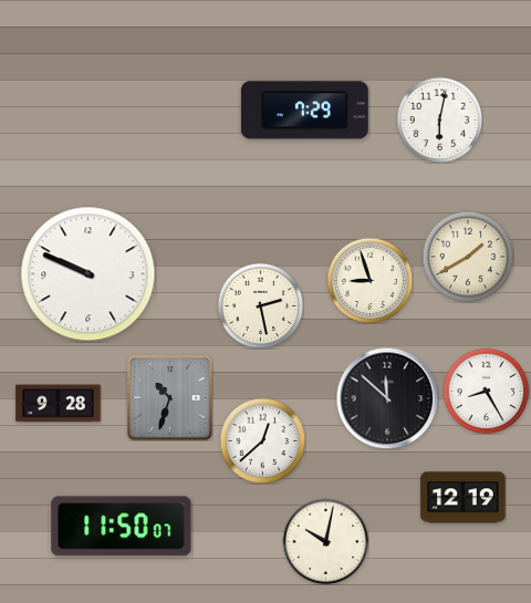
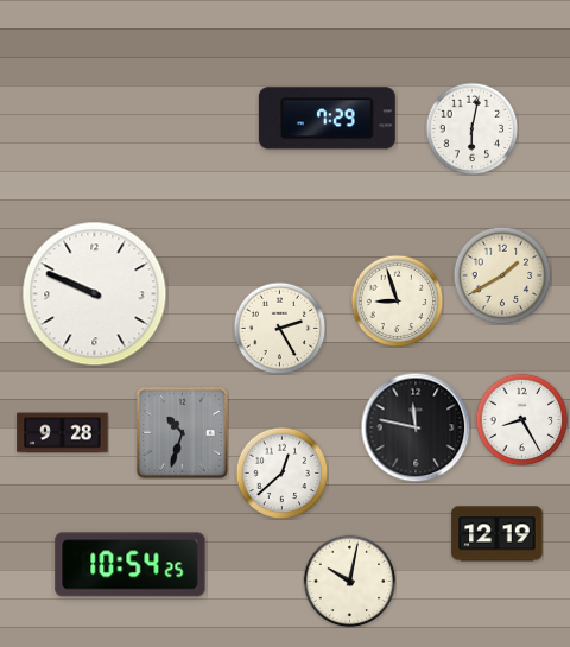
clock at (260, 305): 2:28 -> 2:25
clock at (169, 397) position: (169, 397) -> (182, 432)
clock at (387, 398): 11:52 -> 11:47
clock at (122, 527): 11:50 -> 10:54
